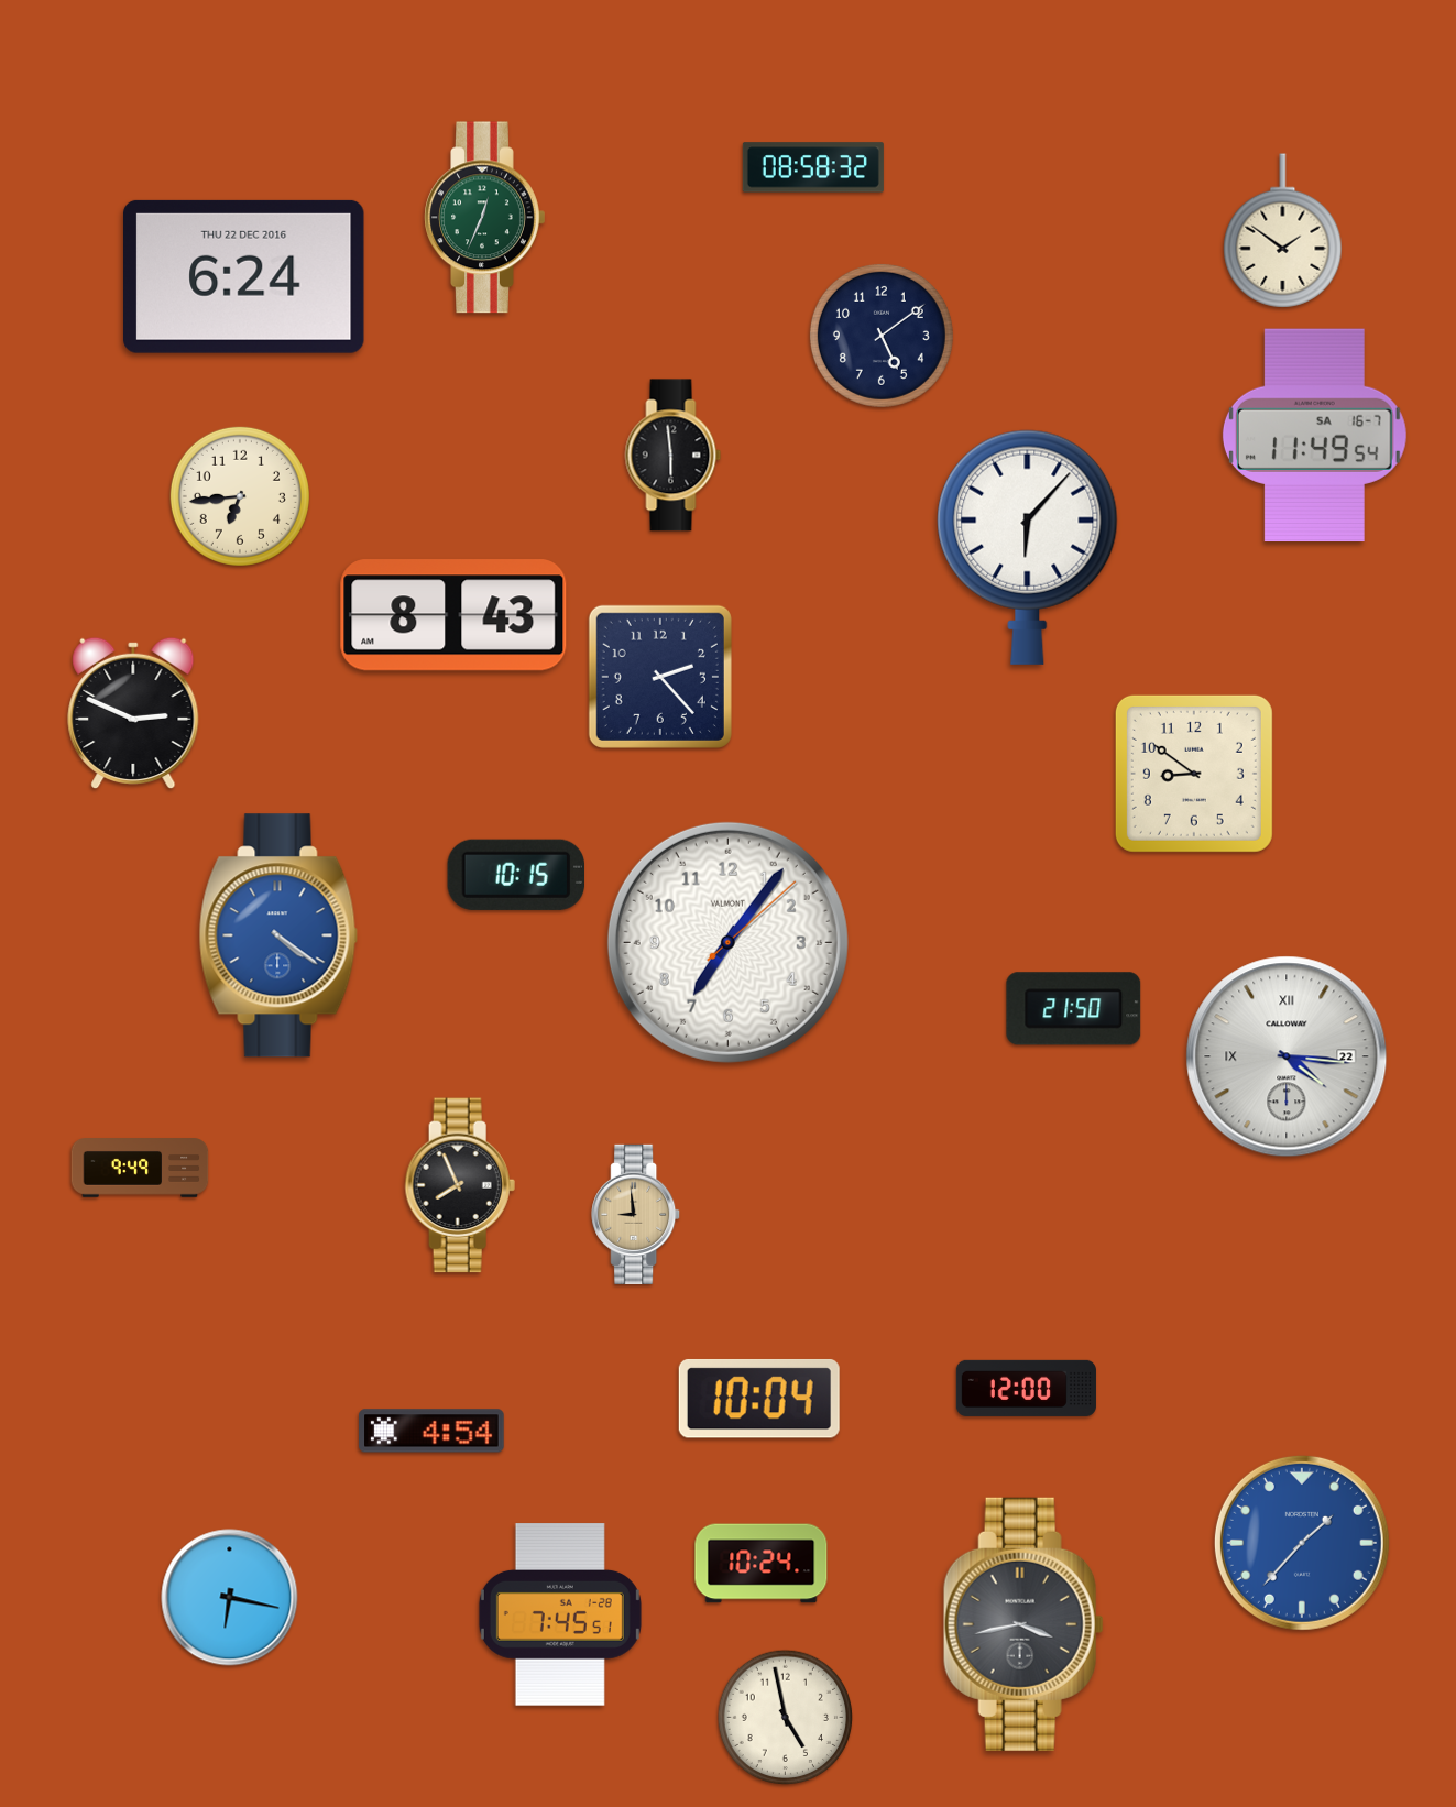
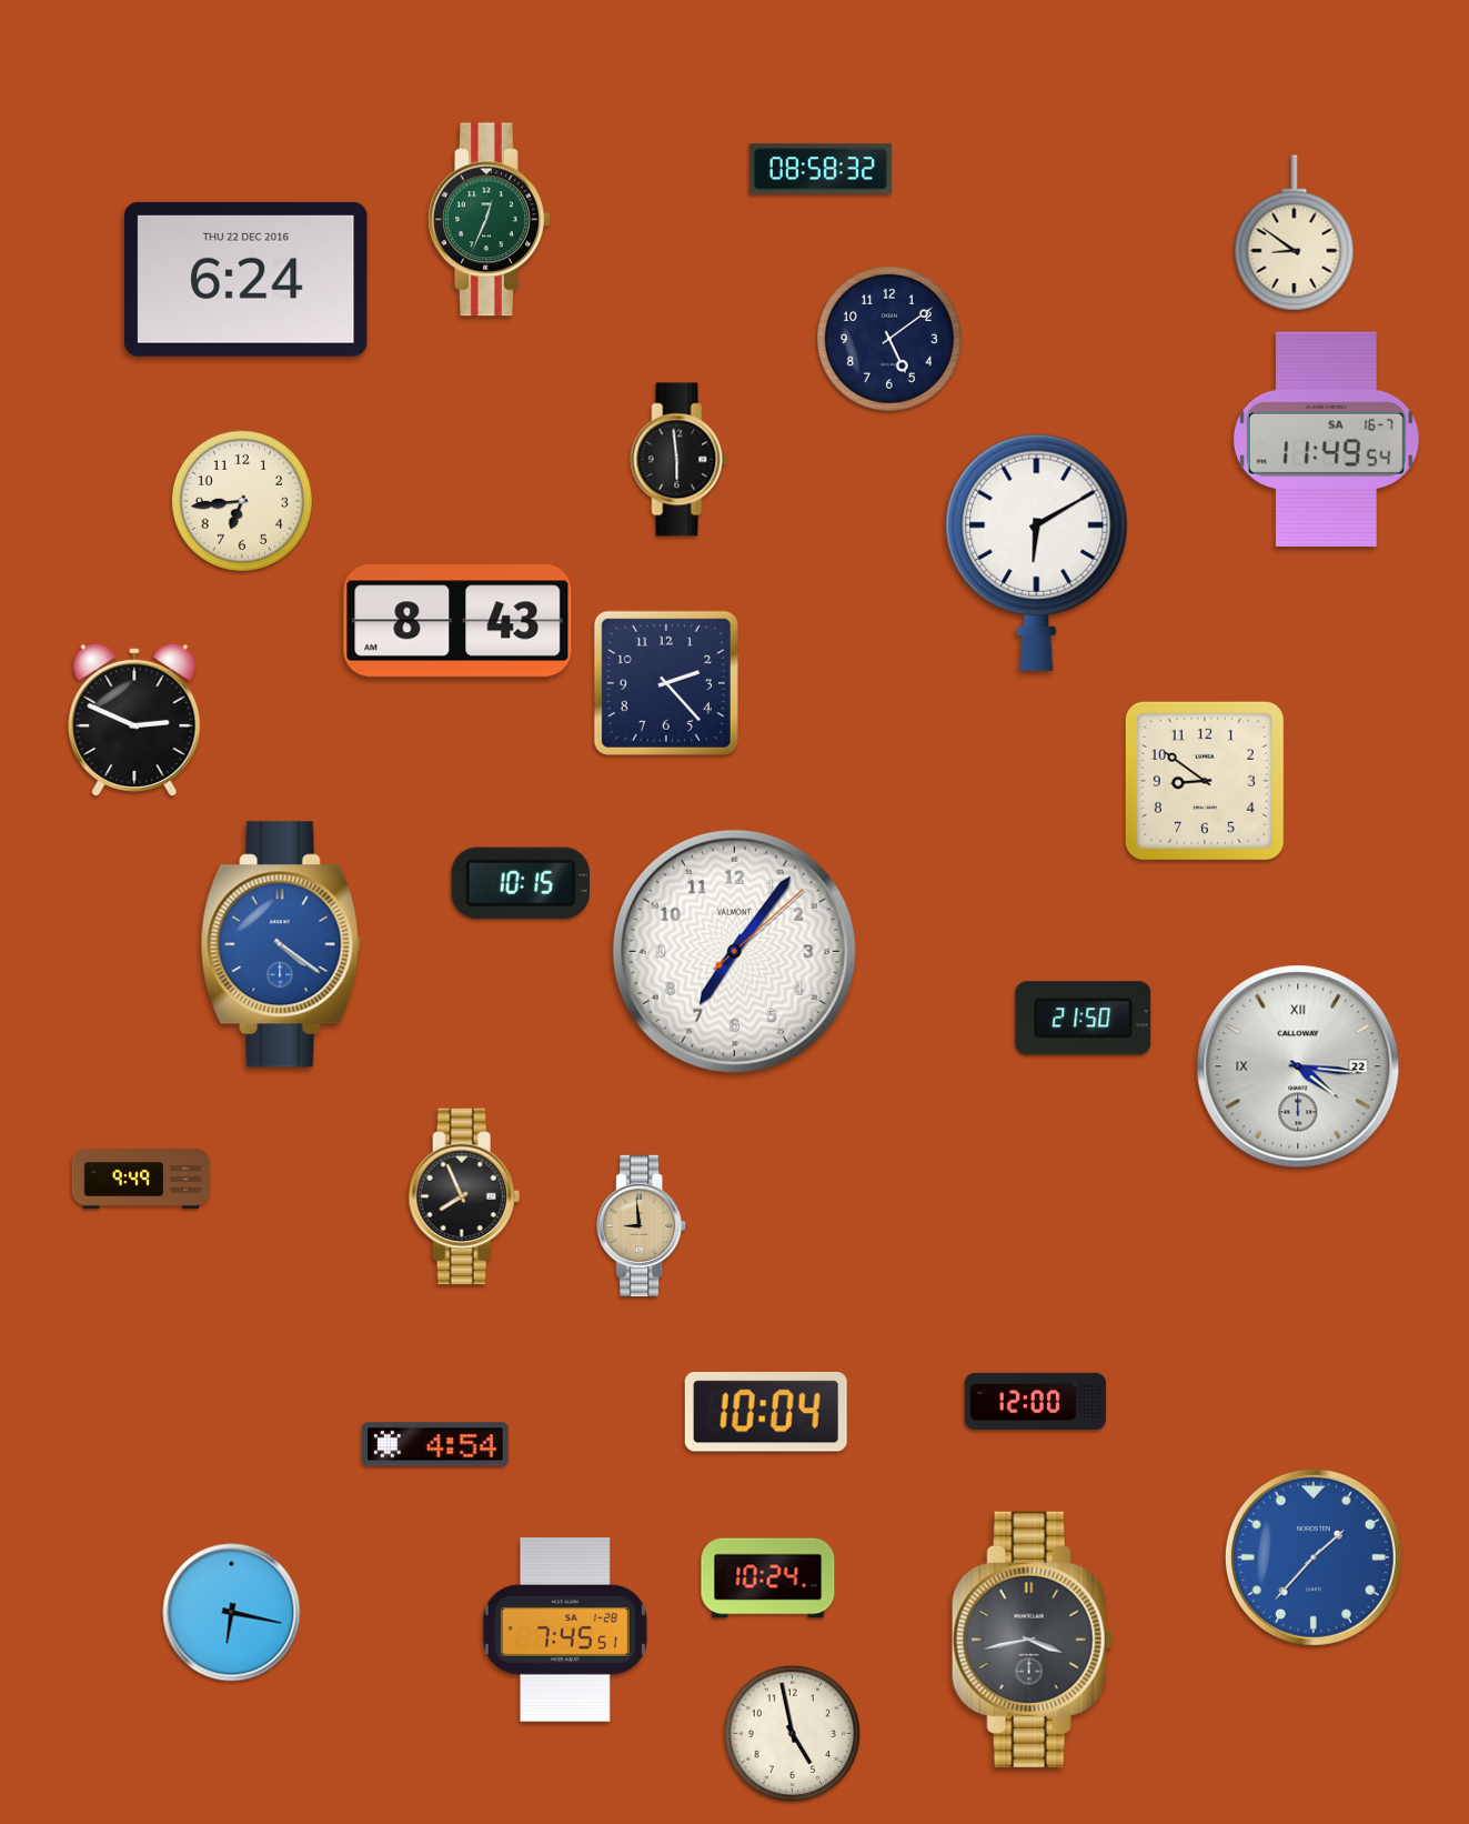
clock at (1283, 231): 1:51 -> 8:51
clock at (1028, 547): 6:07 -> 6:10
